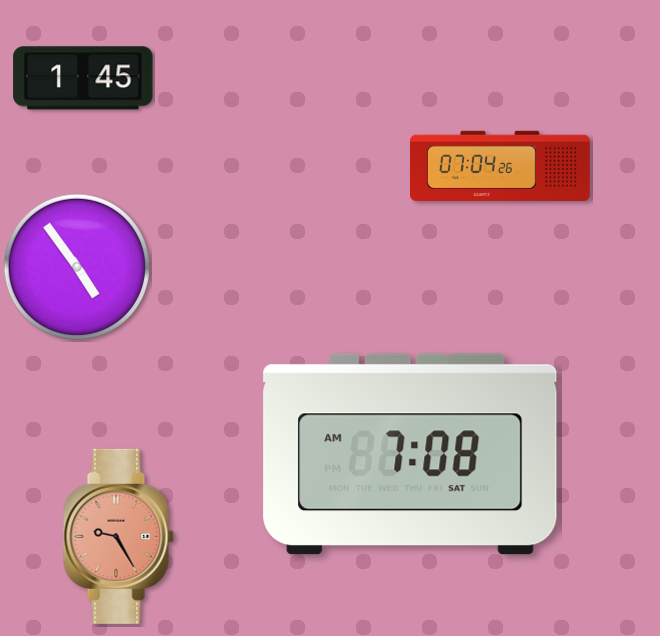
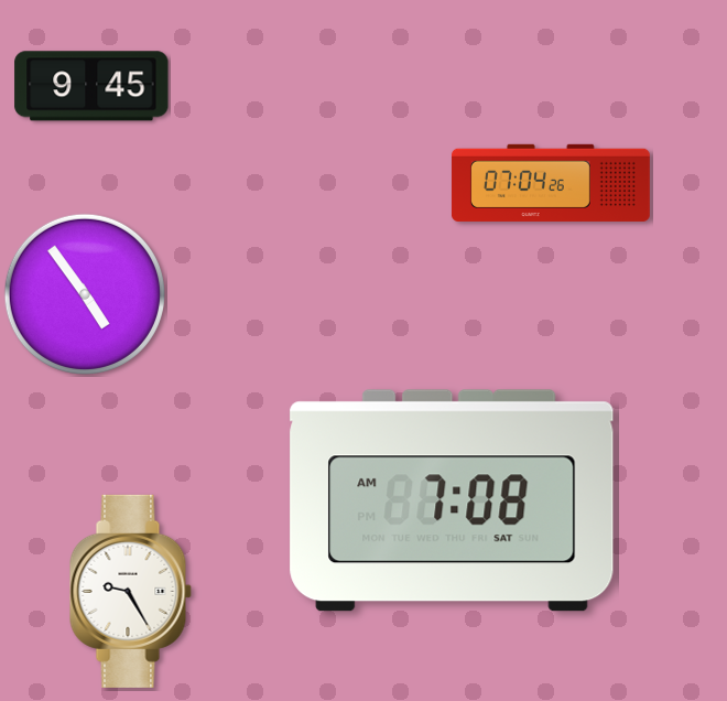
clock at (83, 78): 1:45 -> 9:45
clock at (118, 536) dial: salmon -> white
